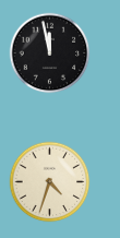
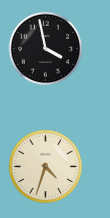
clock at (50, 53): 11:58 -> 3:58
